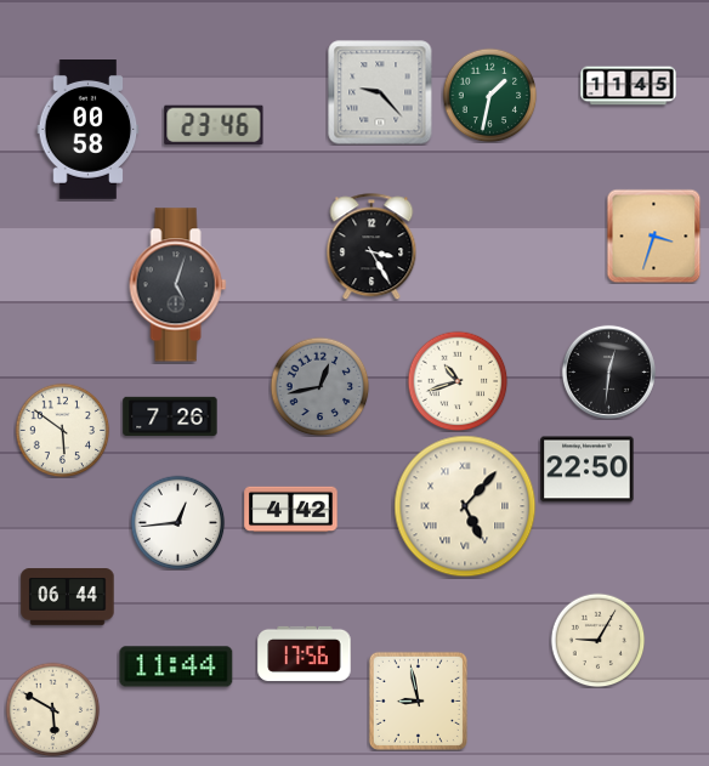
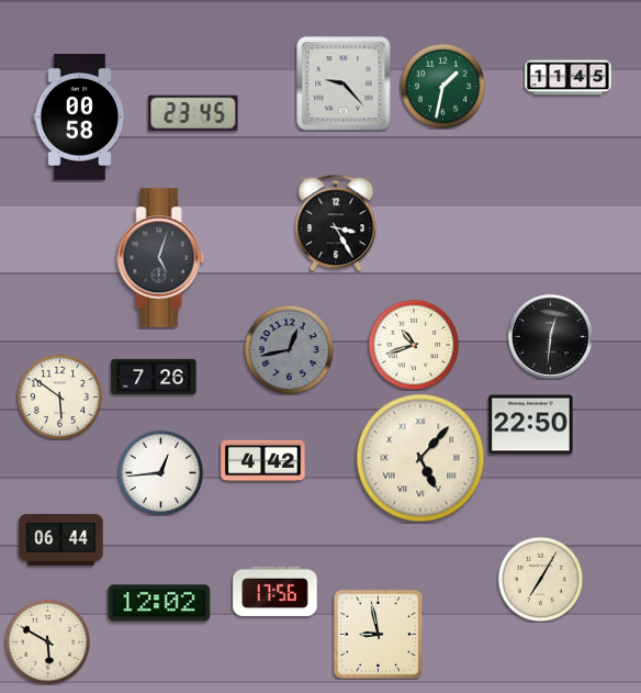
clock at (214, 125): 23:46 -> 23:45
clock at (653, 236): 3:33 -> none
clock at (62, 430) position: (62, 430) -> (59, 396)
clock at (597, 640): 9:05 -> 7:05
clock at (176, 666): 11:44 -> 12:02
